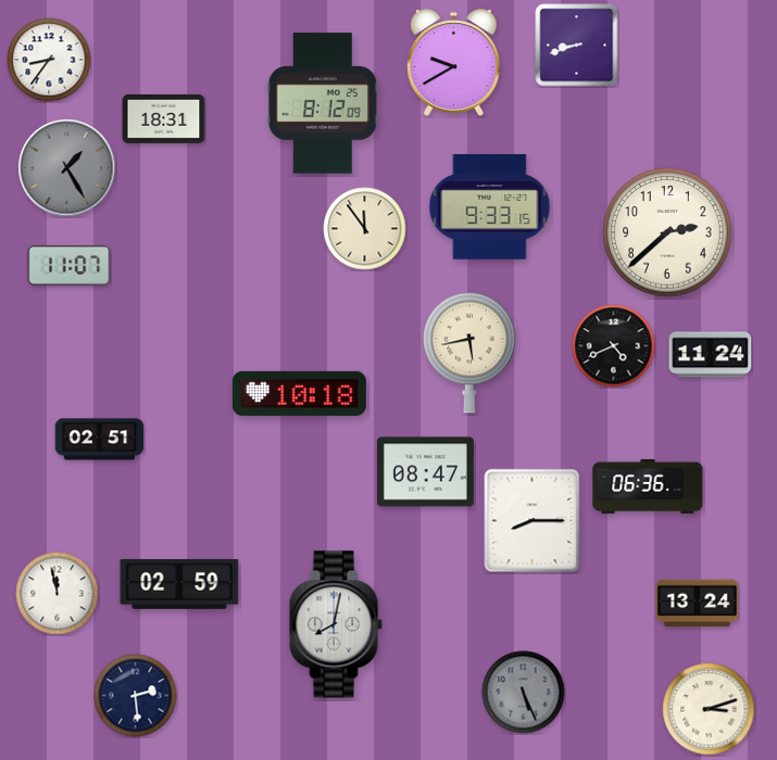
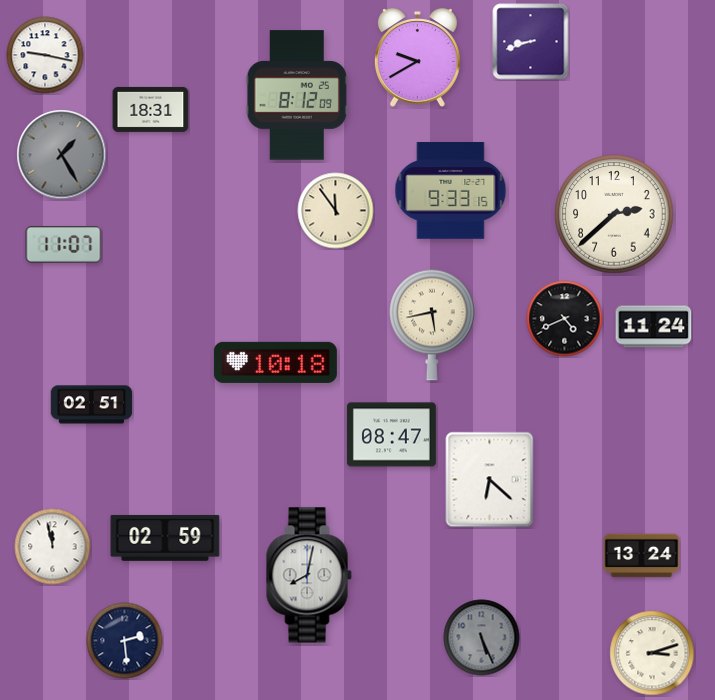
clock at (49, 60): 8:36 -> 9:17
clock at (648, 486): 06:36 -> none
clock at (532, 521): 8:15 -> 6:22
